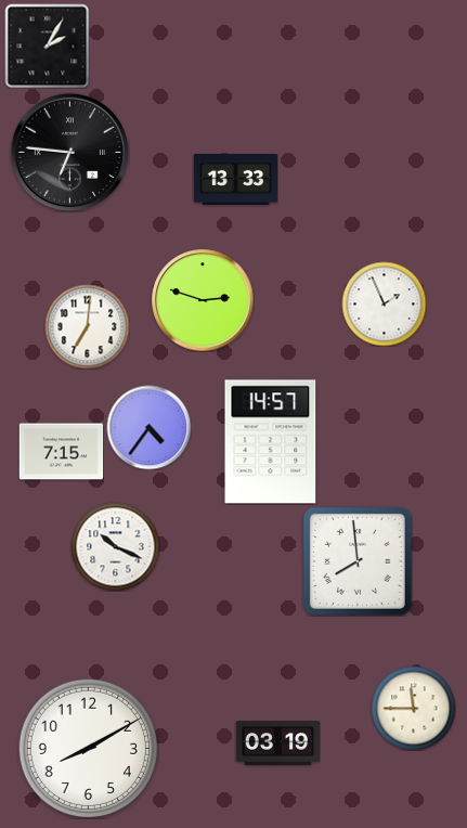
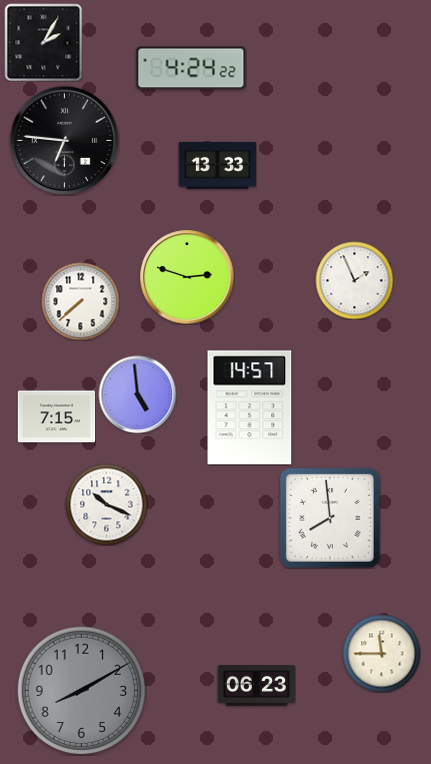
clock at (191, 68): none -> 4:24
clock at (87, 326): 7:01 -> 7:38
clock at (148, 427): 4:36 -> 4:59
clock at (277, 743): 03:19 -> 06:23
clock at (88, 748) dial: white -> grey
